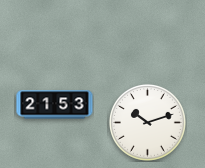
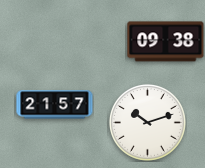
clock at (166, 42): none -> 09:38
clock at (55, 105): 21:53 -> 21:57
